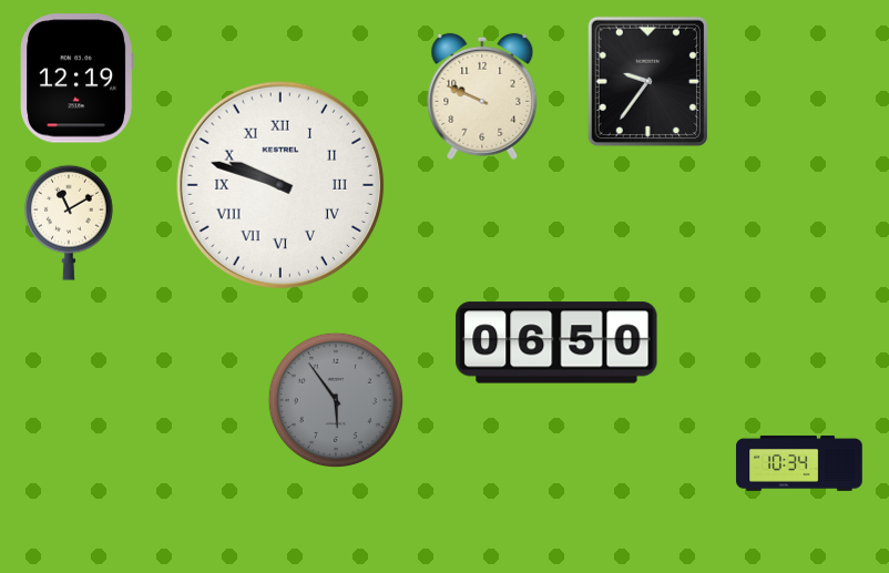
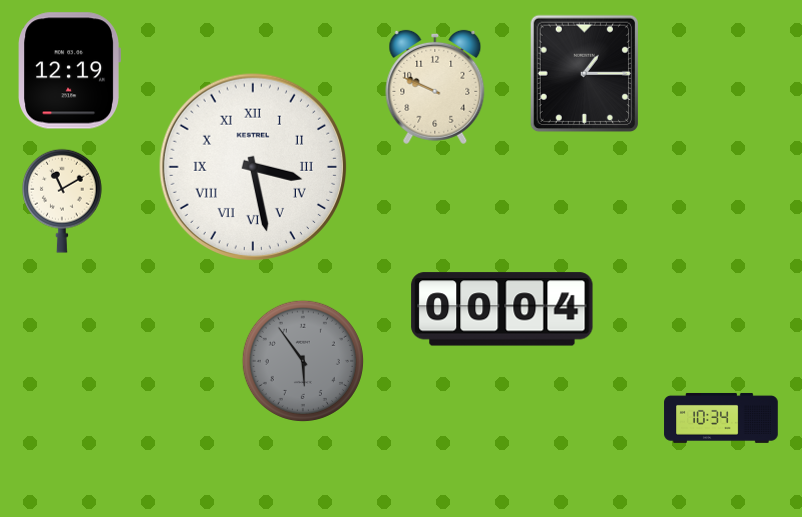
clock at (648, 82): 9:36 -> 1:15
clock at (280, 185): 9:48 -> 3:28
clock at (556, 342): 06:50 -> 00:04
